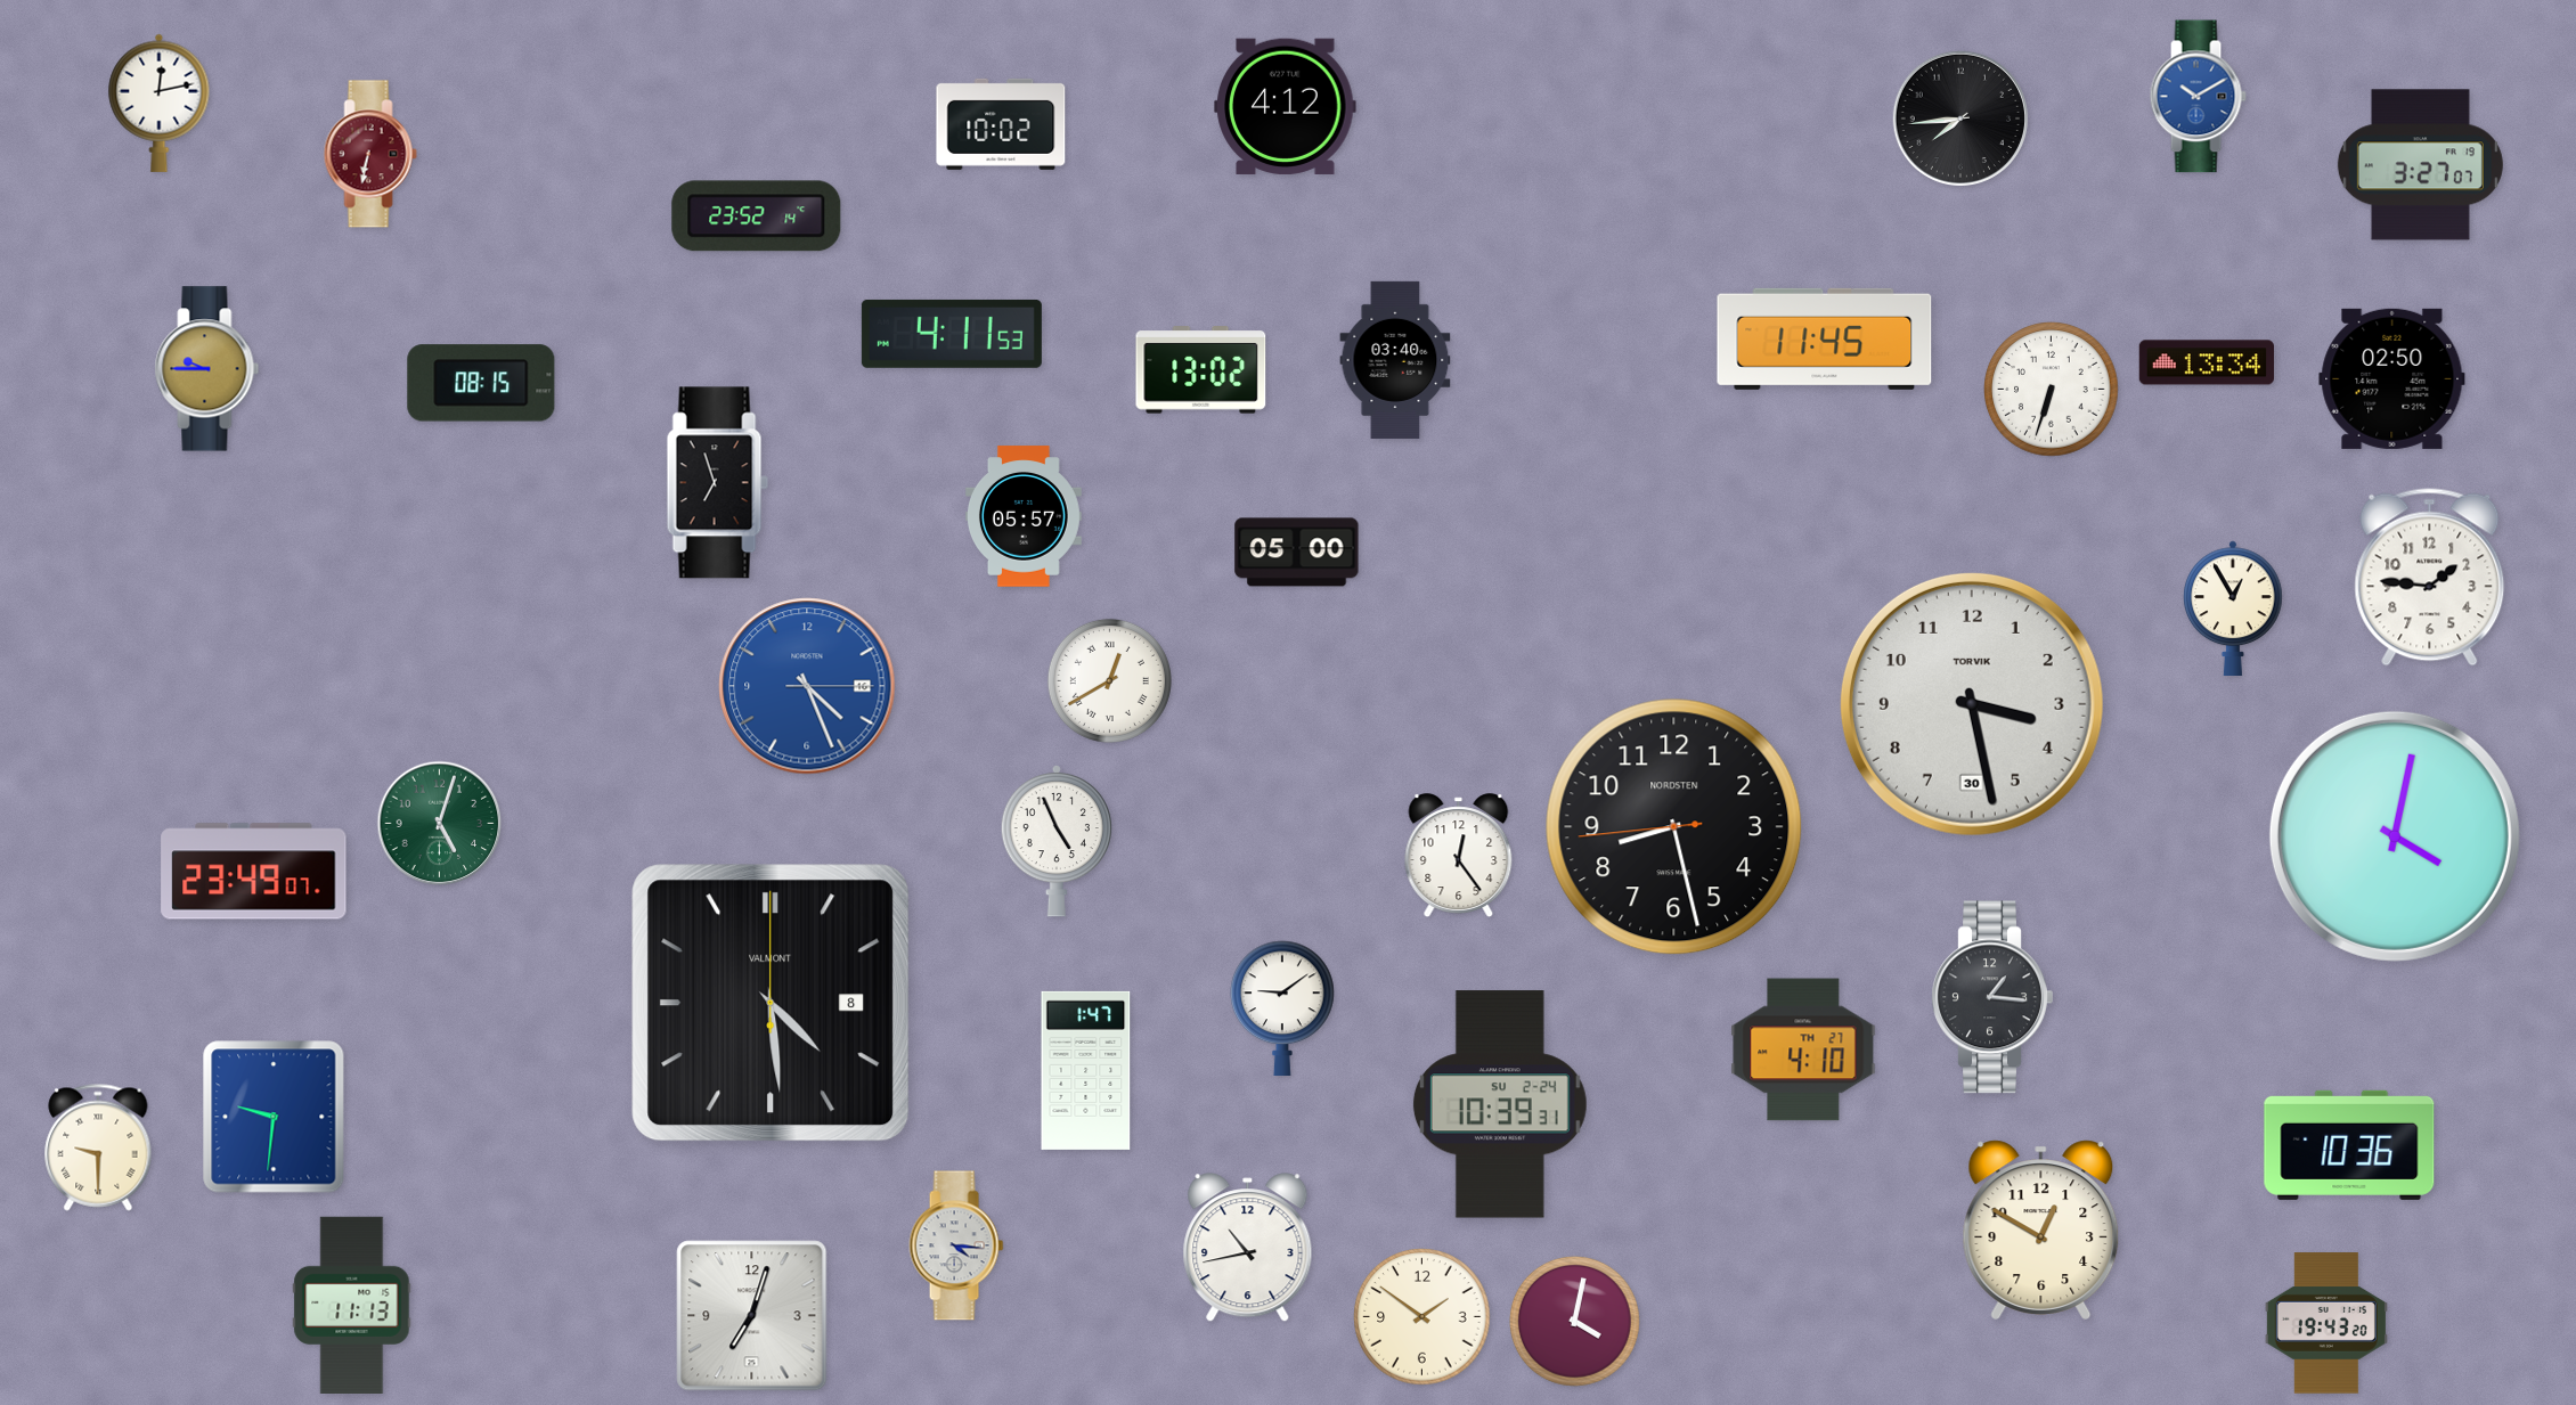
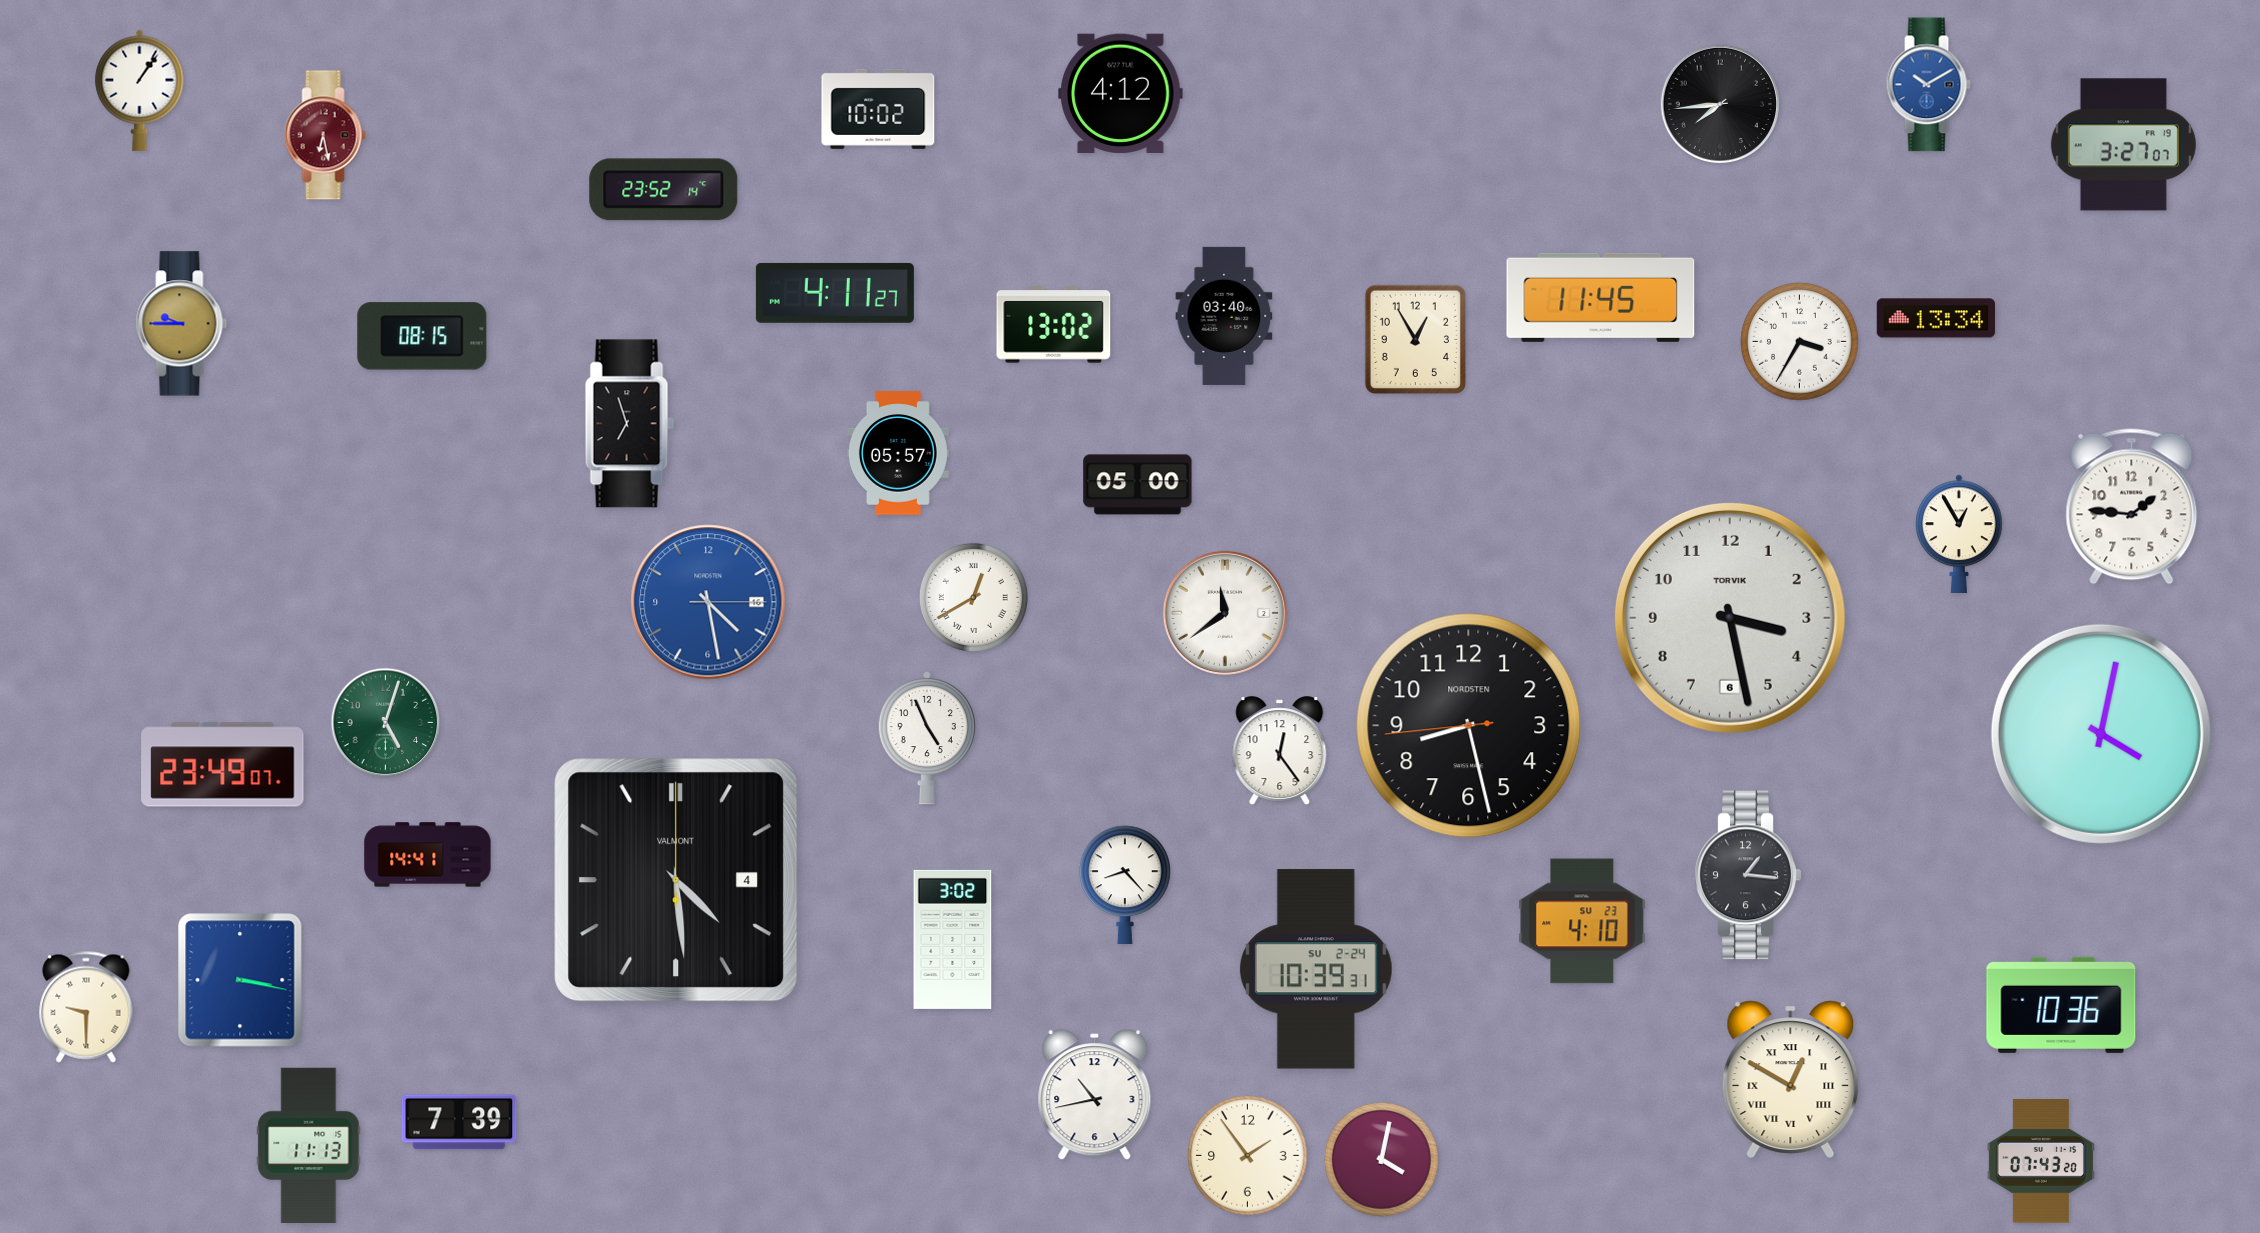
clock at (160, 103): 12:13 -> 1:06
clock at (1286, 106) position: (1286, 106) -> (1121, 93)
clock at (370, 154): 6:32 -> 6:28
clock at (952, 334): 4:11:53 -> 4:11:27
clock at (2392, 378): 02:50 -> none
clock at (1415, 339): none -> 12:55
clock at (2052, 390): 6:33 -> 3:35
clock at (807, 686): 4:26 -> 4:28
clock at (1225, 613): none -> 11:39
clock at (1972, 704) date: 30 -> 6
clock at (428, 855): none -> 14:41
clock at (771, 1003) date: 8 -> 4
clock at (1282, 1007): 9:09 -> 8:23
clock at (1803, 1049) date: TH 27 -> SU 23
clock at (1086, 1070): 1:47 -> 3:02
clock at (274, 1117): 9:31 -> 3:17
clock at (2041, 1230) numerals: Arabic -> Roman
clock at (956, 1245): 4:16 -> none
clock at (459, 1122): none -> 7:39
clock at (752, 1316): 7:03 -> none
clock at (1422, 1317): 1:51 -> 1:54
clock at (2326, 1323): 19:43 -> 07:43
